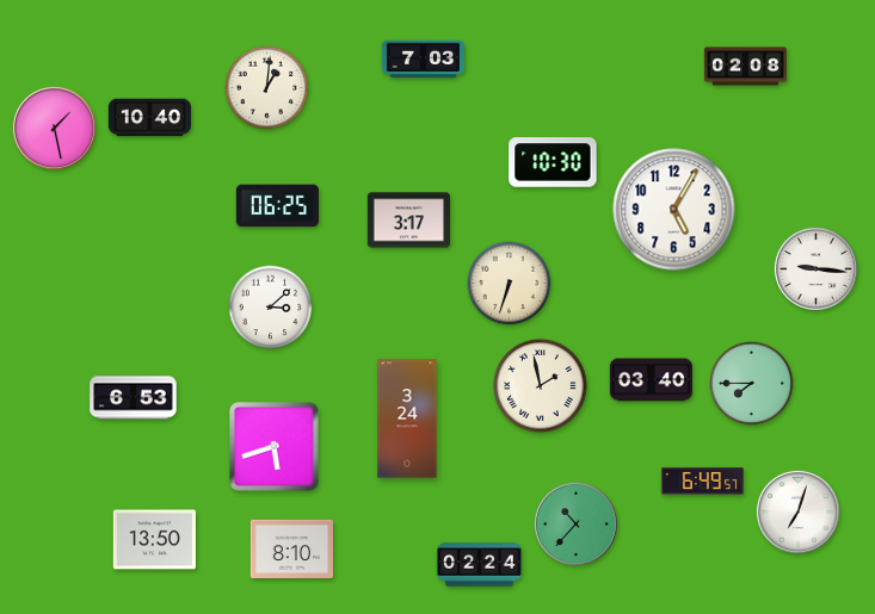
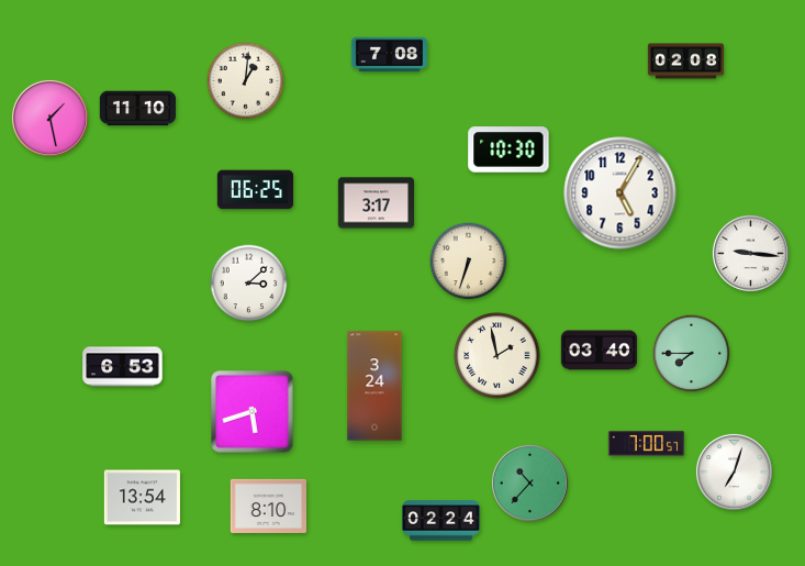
clock at (423, 60): 7:03 -> 7:08
clock at (149, 118): 10:40 -> 11:10
clock at (815, 268) position: (815, 268) -> (750, 253)
clock at (702, 480): 6:49 -> 7:00
clock at (154, 540): 13:50 -> 13:54
